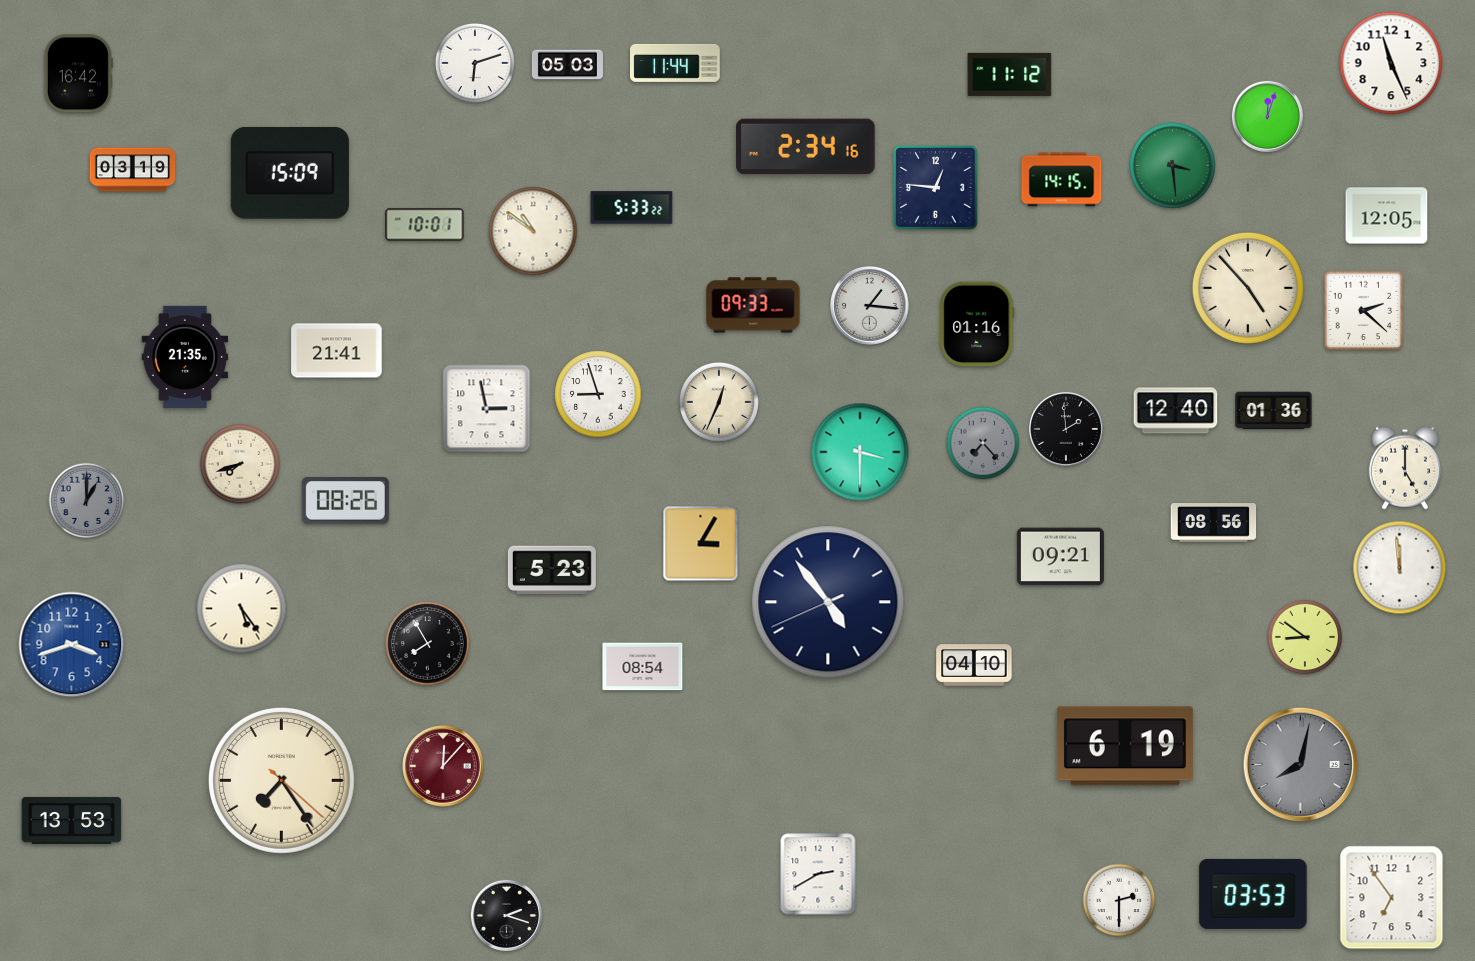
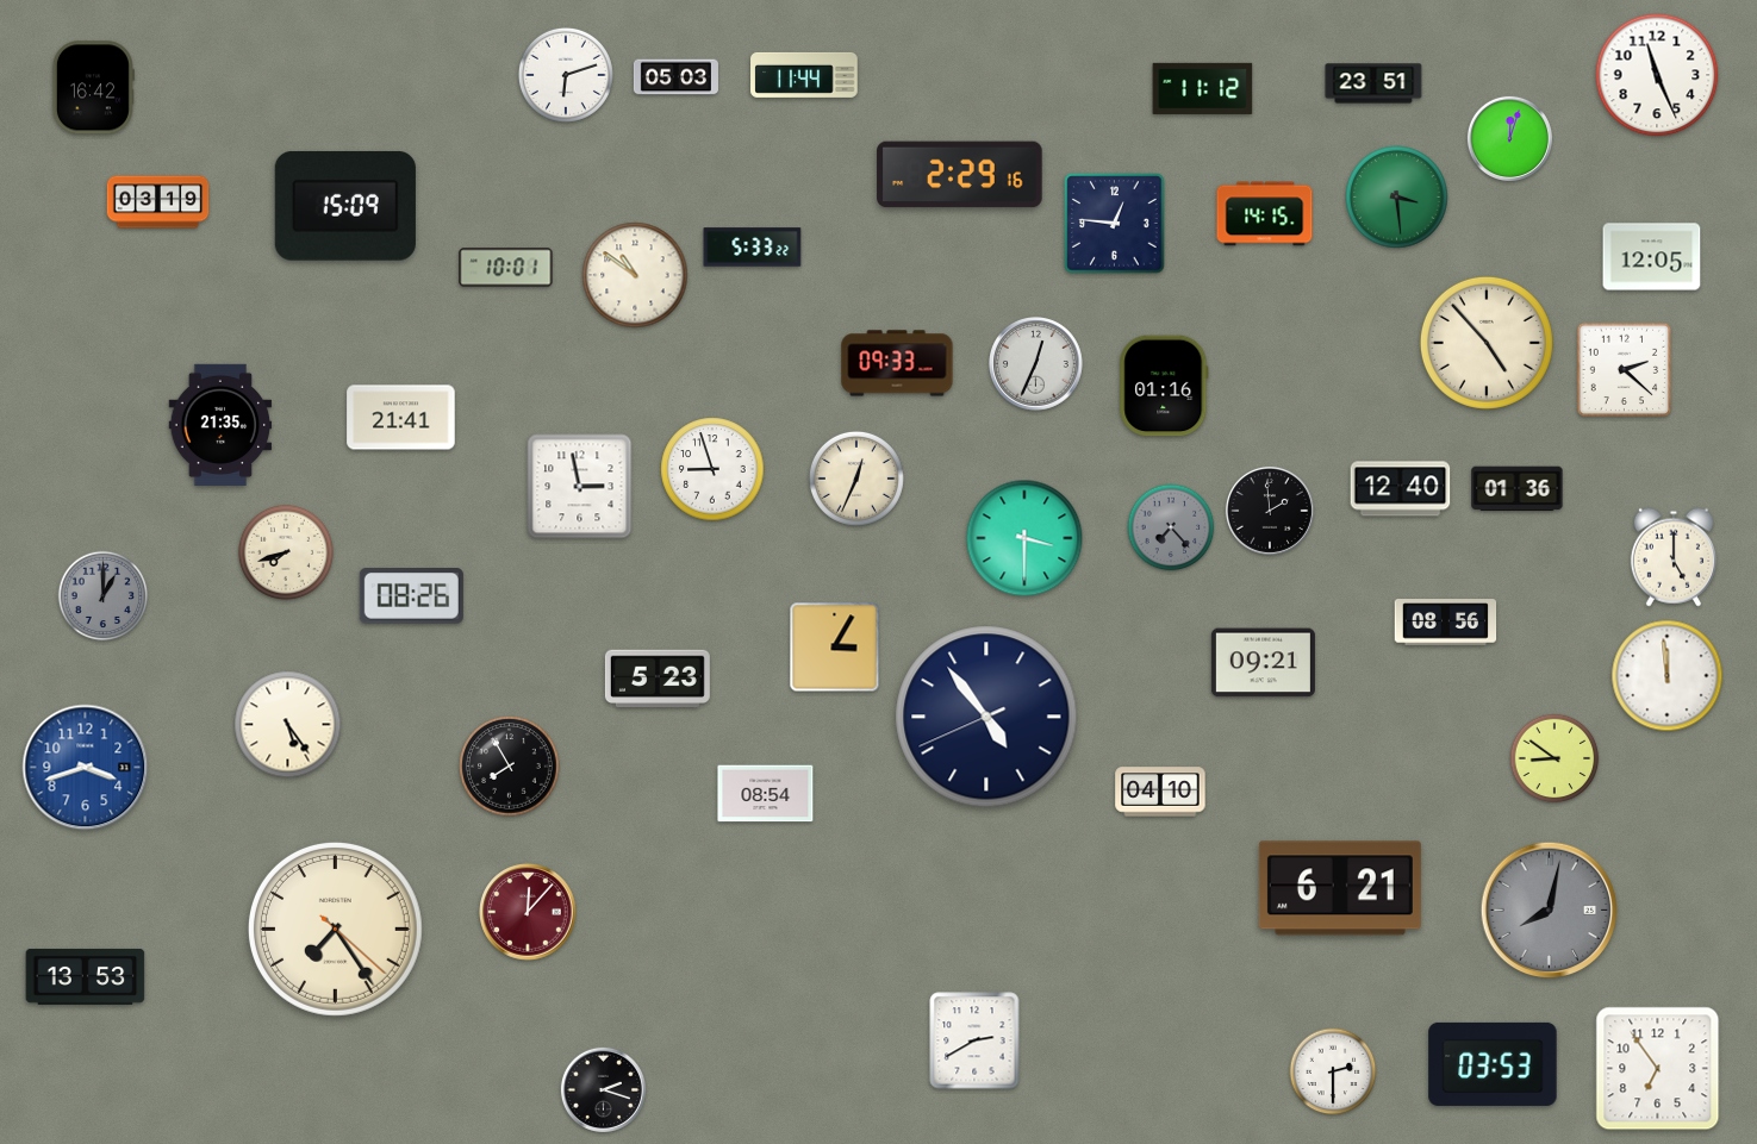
clock at (1373, 83): none -> 23:51
clock at (806, 147): 2:34 -> 2:29
clock at (870, 306): 1:16 -> 12:34
clock at (1125, 746): 6:19 -> 6:21
